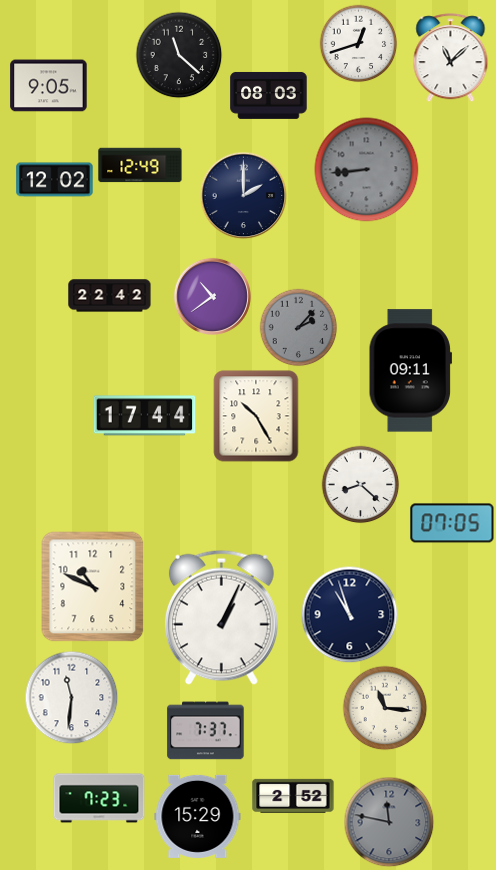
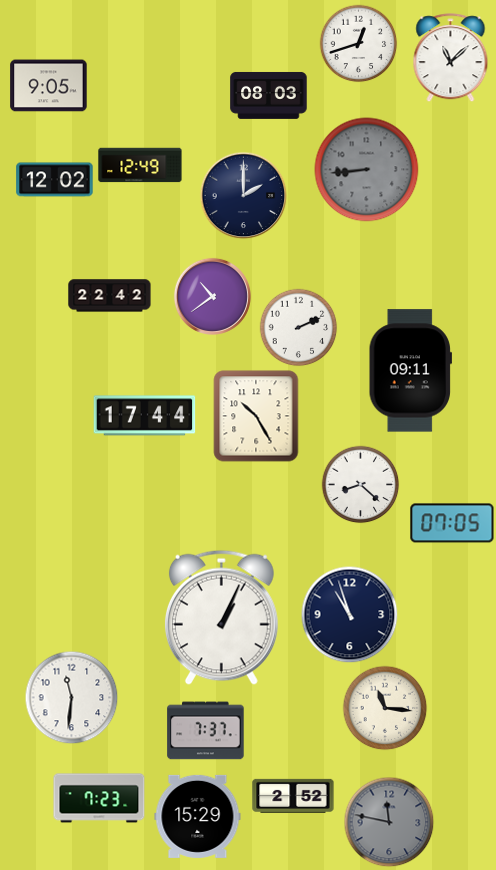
clock at (179, 55): 11:22 -> none
clock at (298, 327): 2:07 -> 2:11
clock at (298, 327) dial: grey -> white
clock at (93, 587): 10:49 -> none
